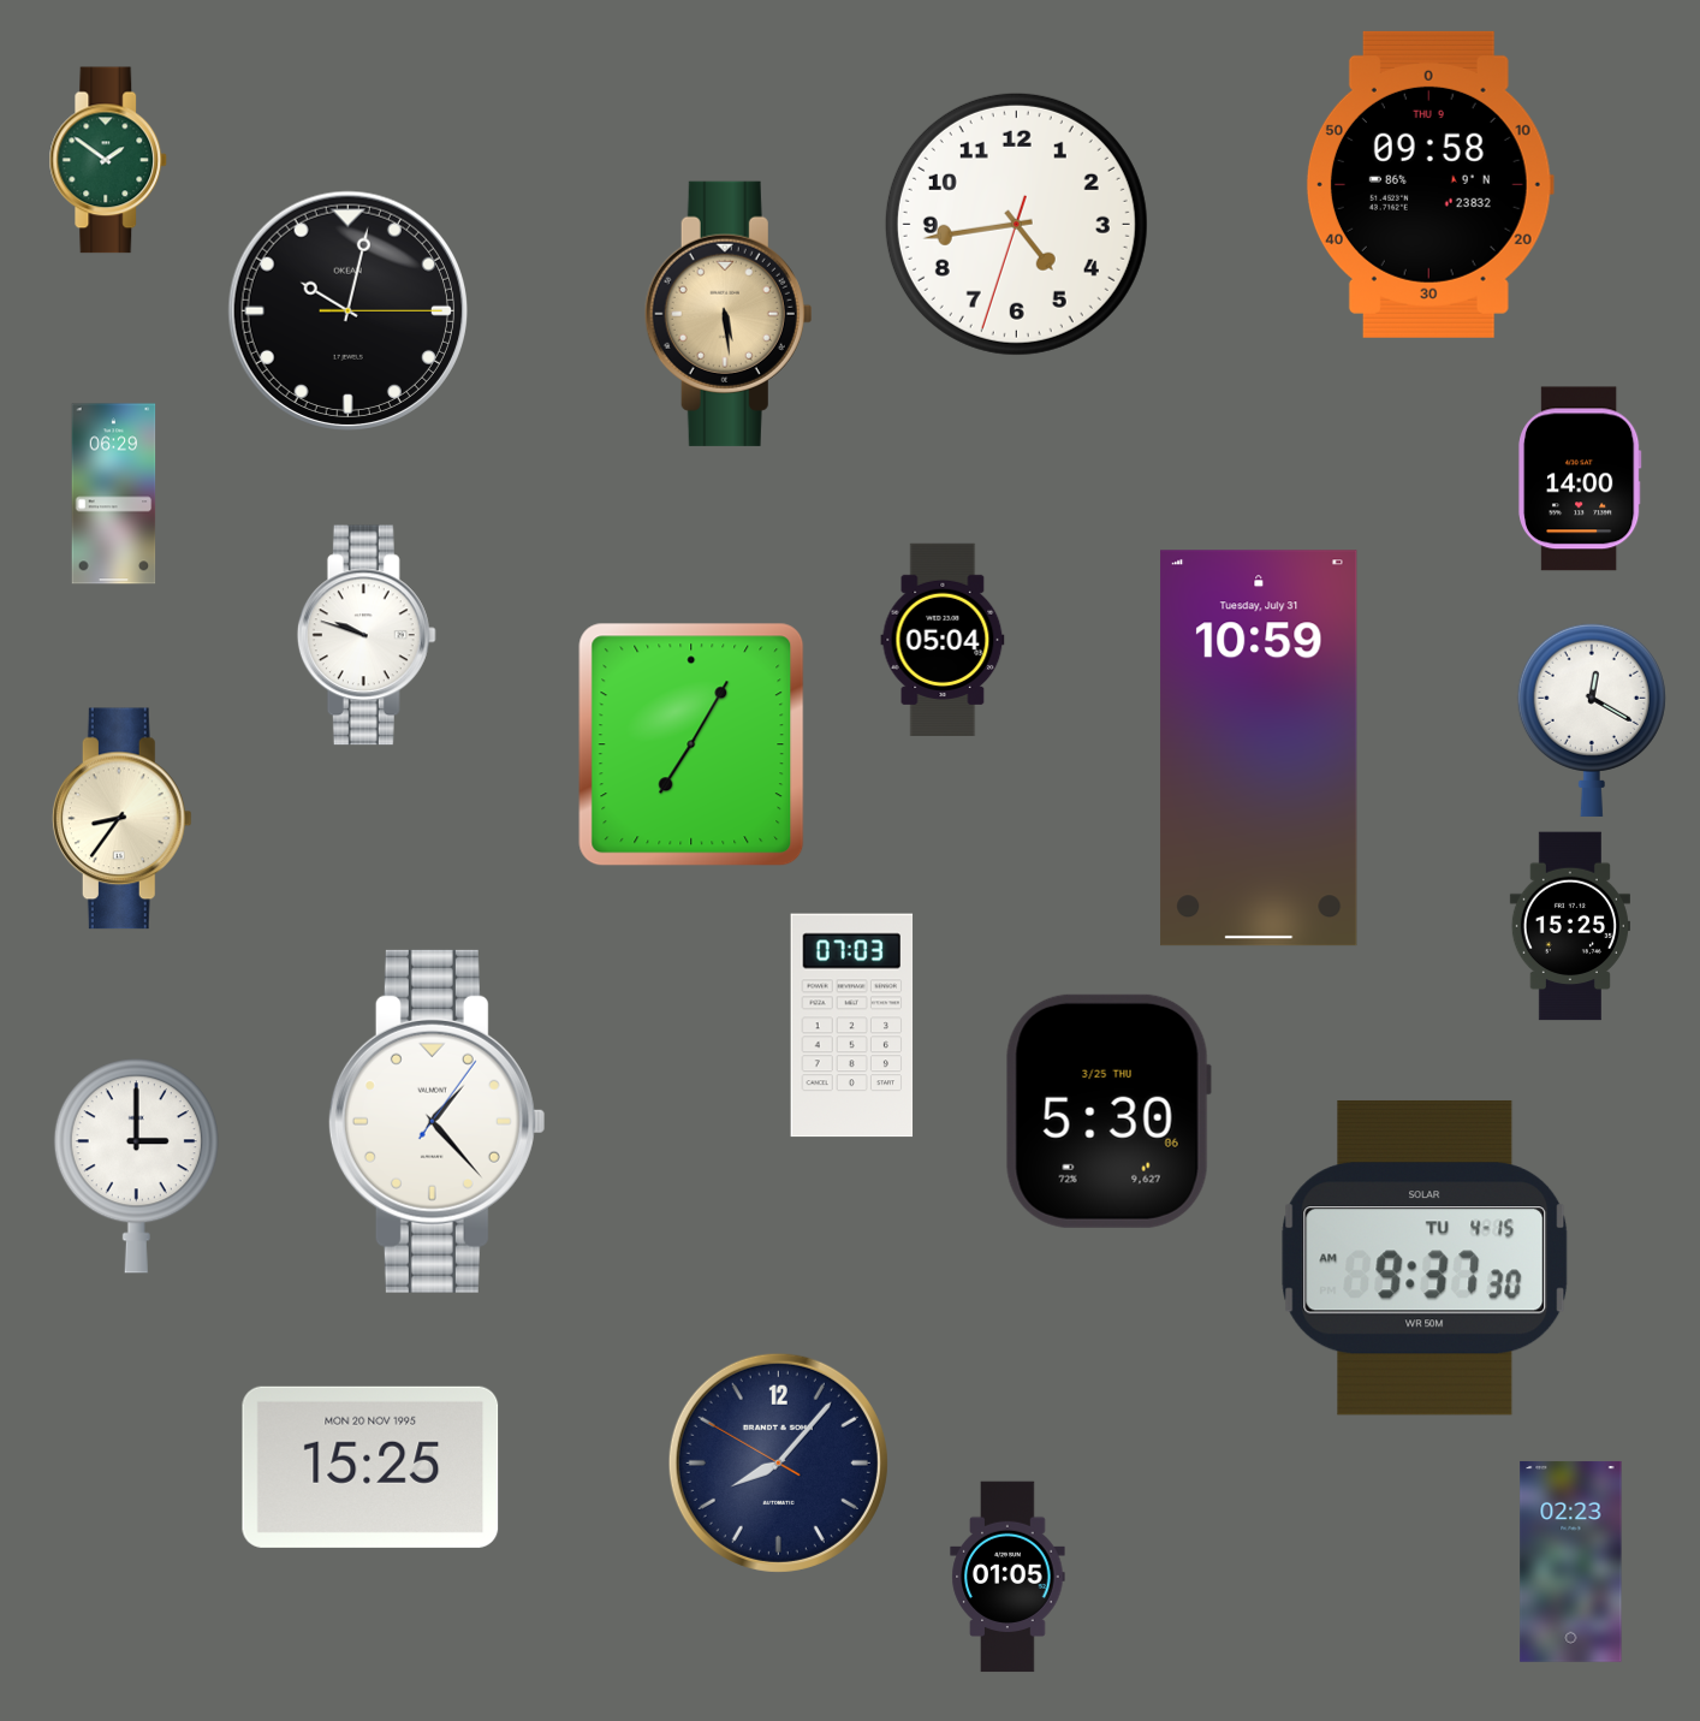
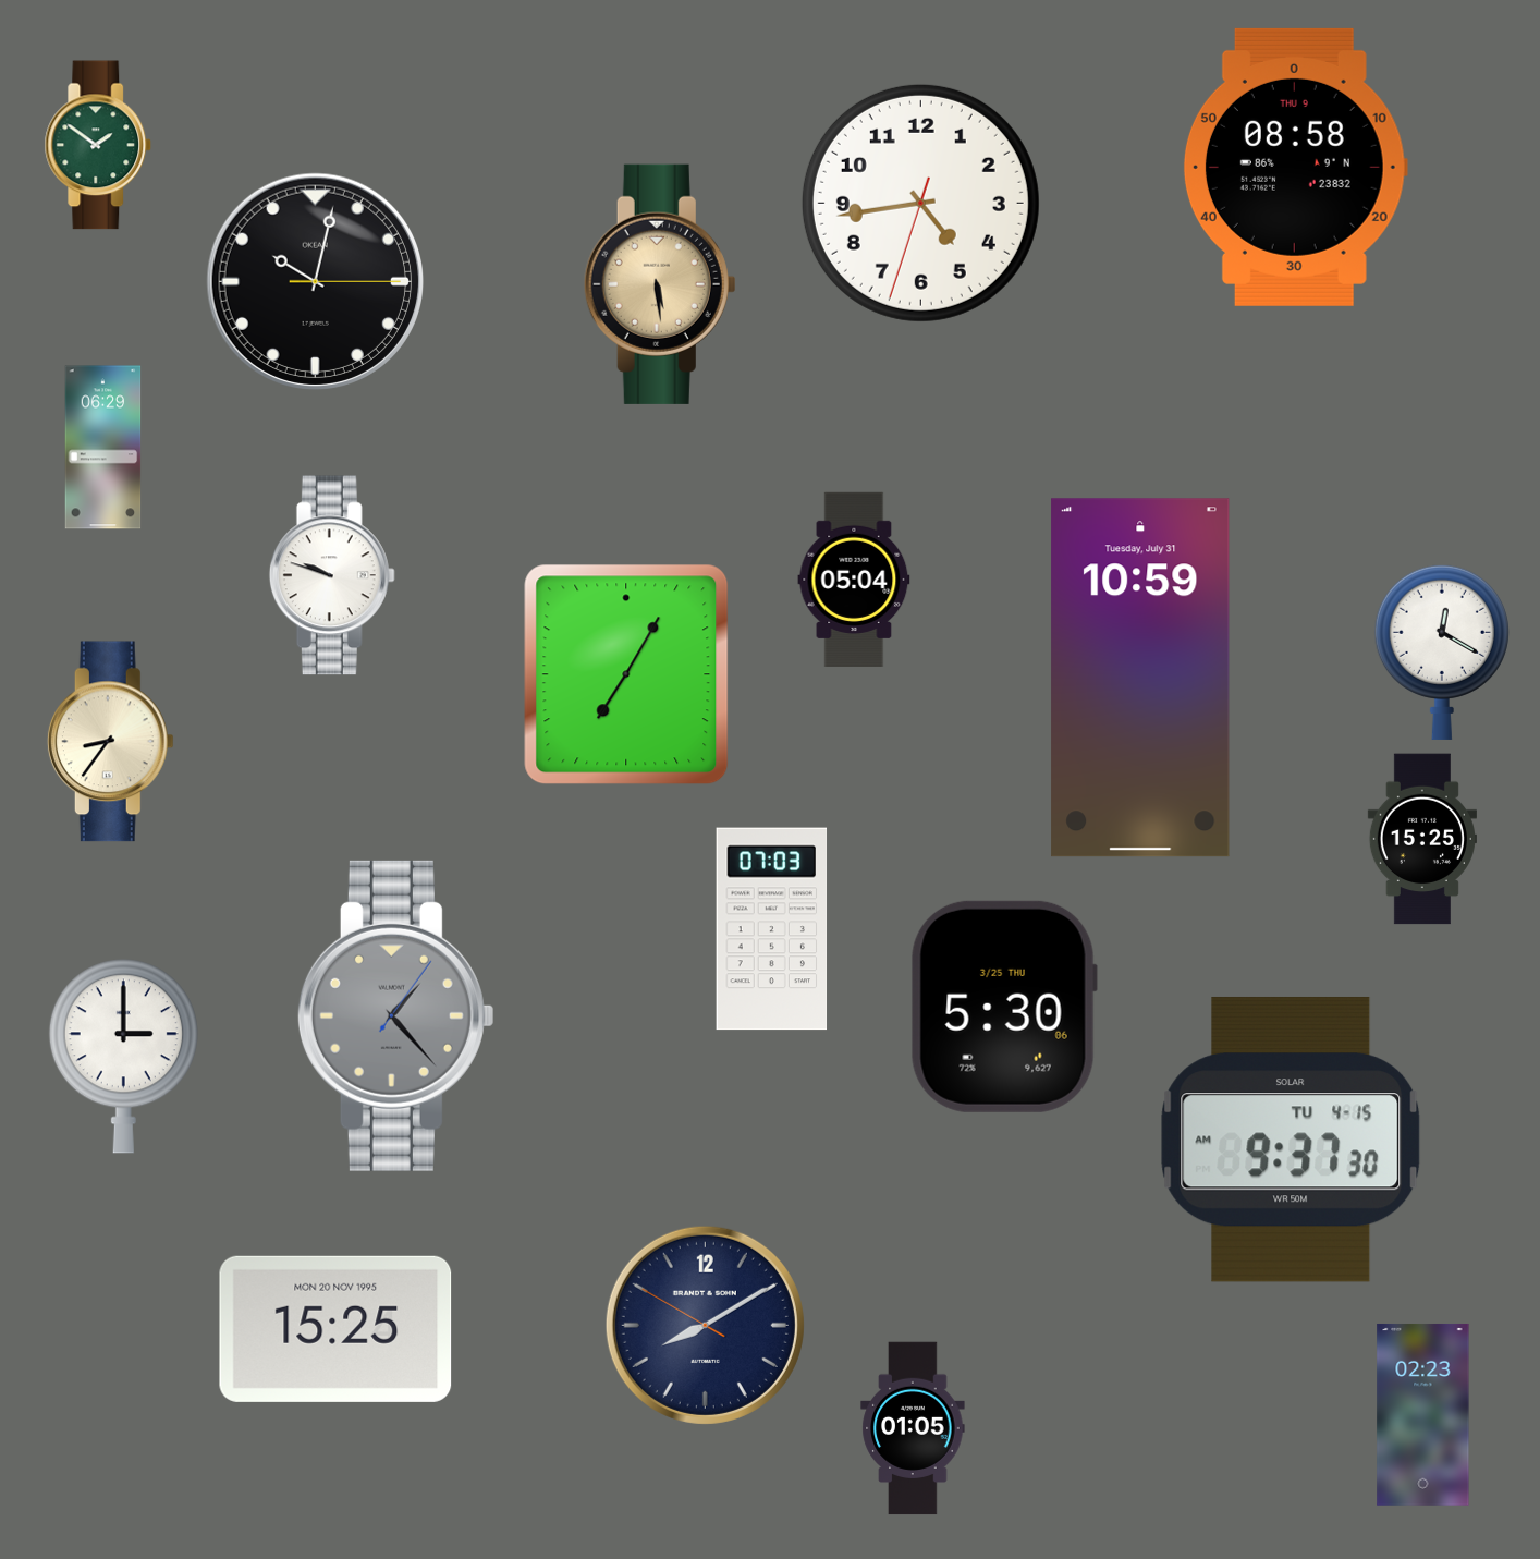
clock at (1429, 184): 09:58 -> 08:58
clock at (1580, 479): 14:00 -> none
clock at (436, 1121) dial: white -> grey
clock at (778, 1462): 8:06 -> 8:09
